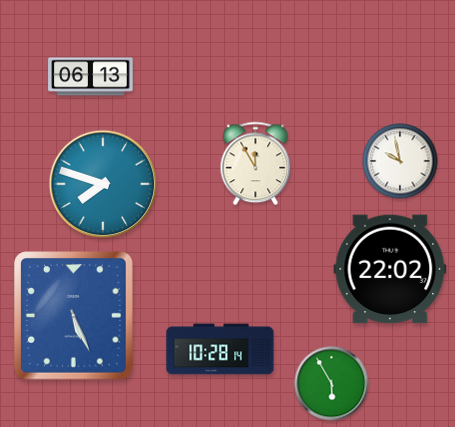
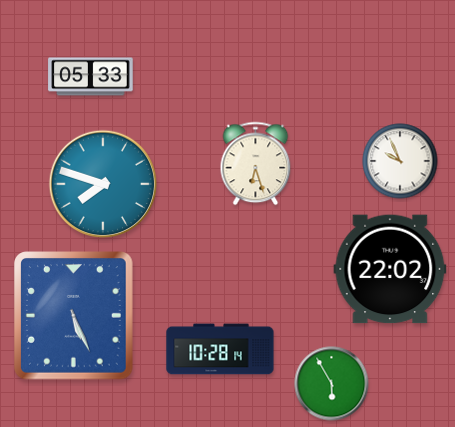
clock at (91, 77): 06:13 -> 05:33
clock at (400, 161): 9:58 -> 9:56
clock at (256, 164): 11:55 -> 6:27
